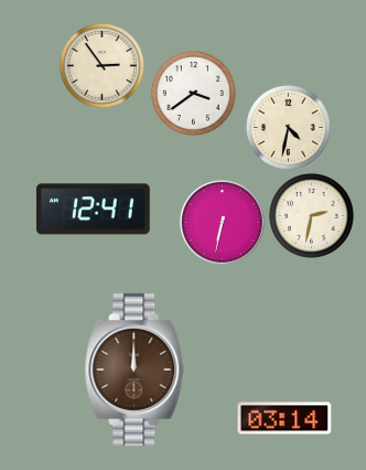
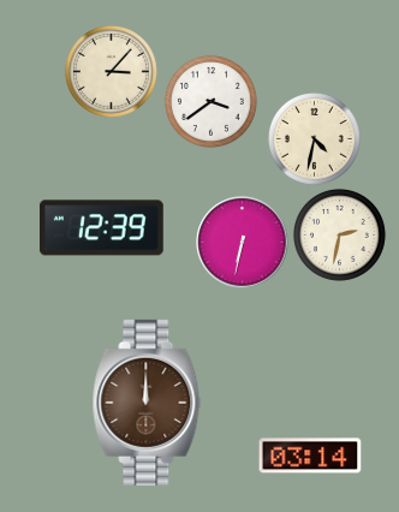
clock at (101, 65): 2:54 -> 3:07
clock at (93, 210): 12:41 -> 12:39
